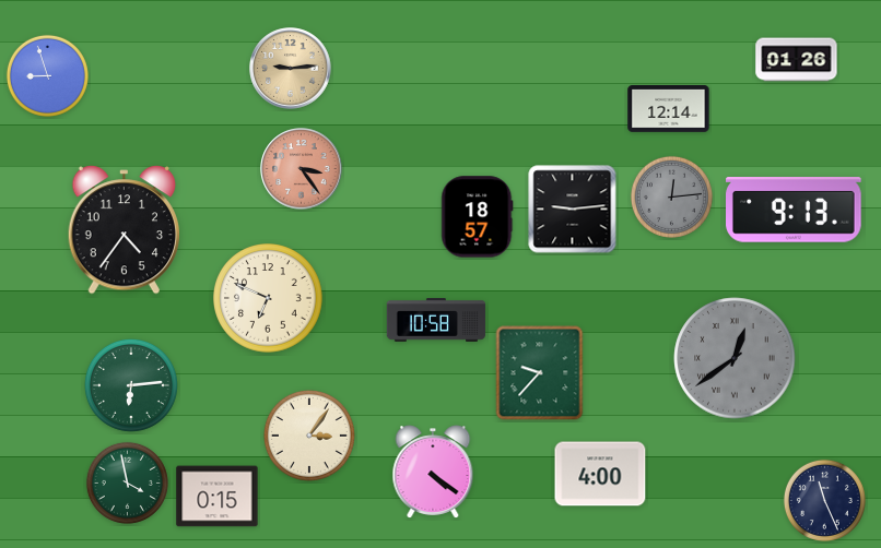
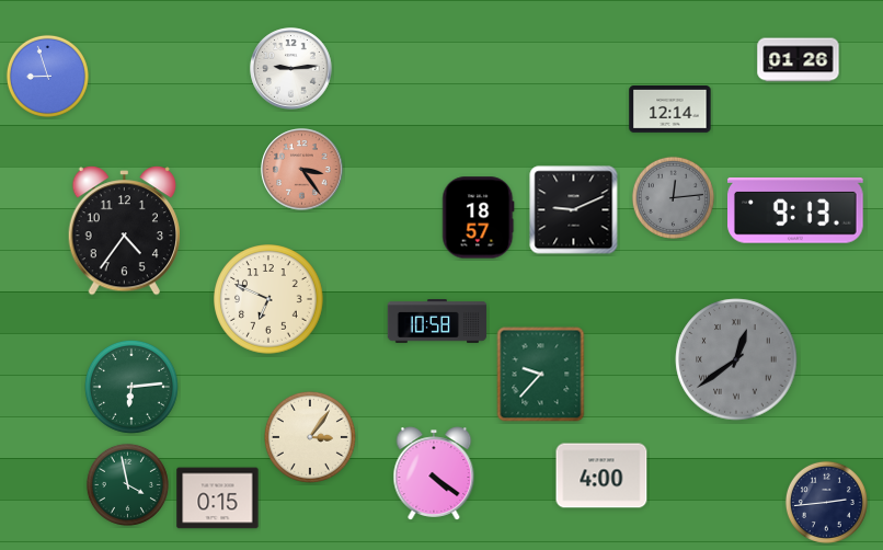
clock at (291, 69) dial: champagne -> white
clock at (573, 210): 9:14 -> 9:11
clock at (824, 500): 11:26 -> 2:44
